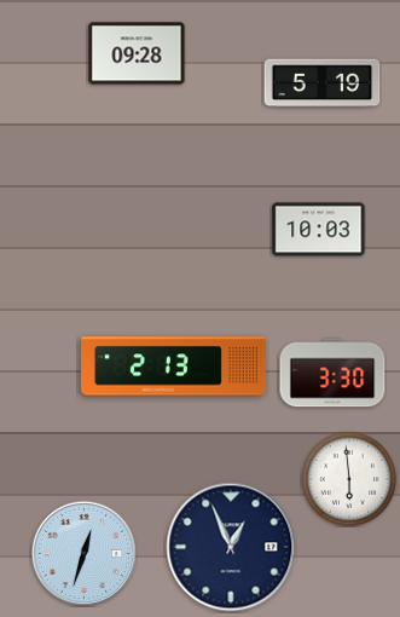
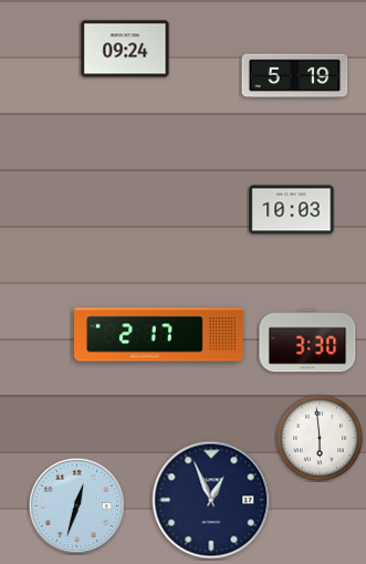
clock at (137, 53): 09:28 -> 09:24
clock at (174, 367): 2:13 -> 2:17
clock at (332, 373) position: (332, 373) -> (307, 341)
